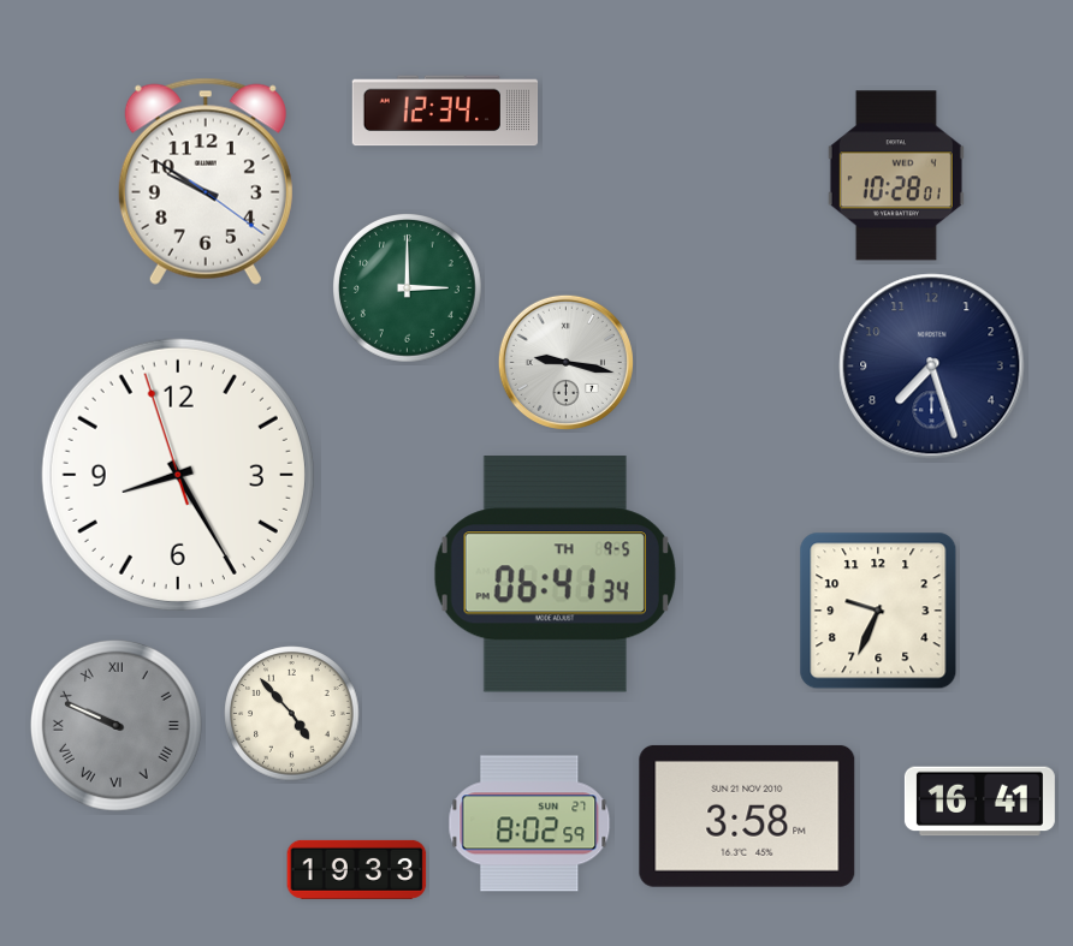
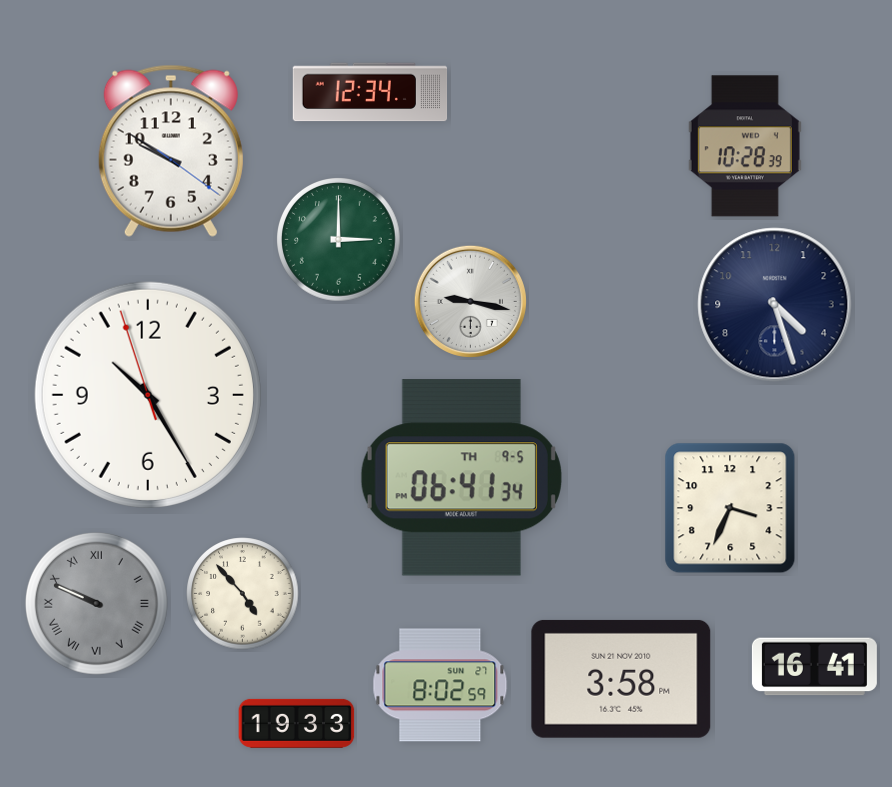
clock at (896, 175): 10:28:01 -> 10:28:39
clock at (932, 367): 7:27 -> 4:27
clock at (178, 475): 8:24 -> 10:24
clock at (878, 611): 9:34 -> 3:34
